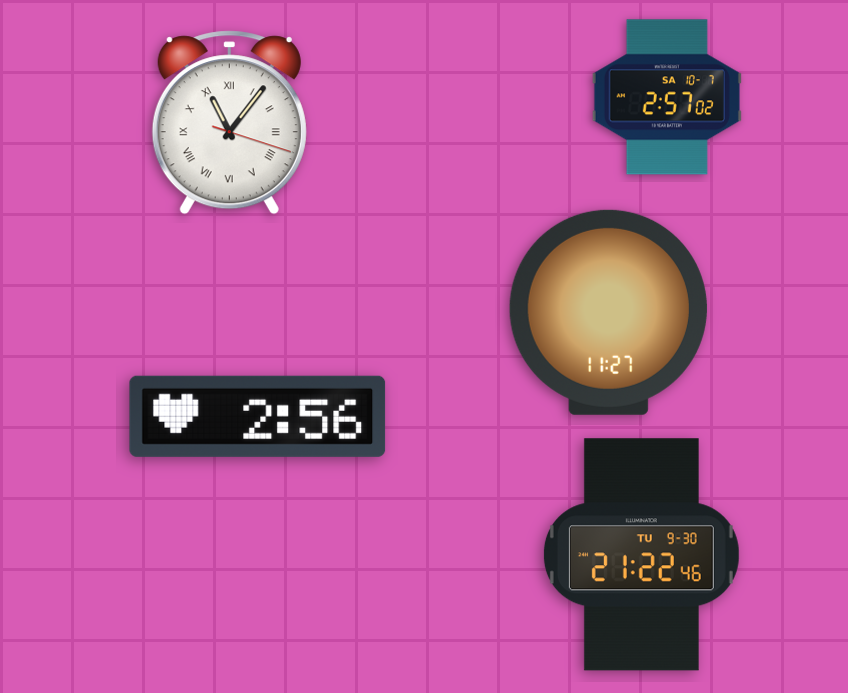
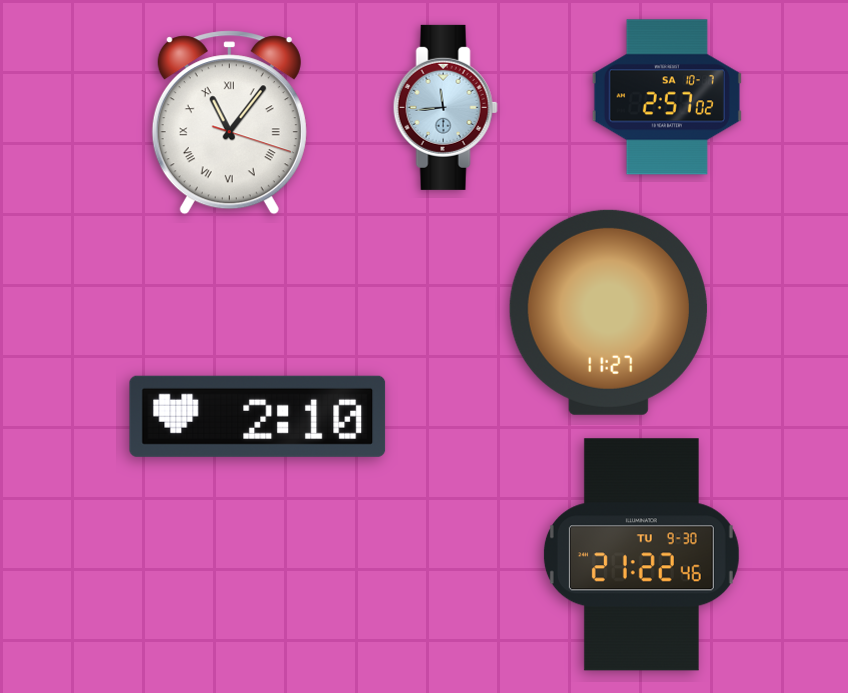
clock at (445, 107): none -> 11:44
clock at (258, 416): 2:56 -> 2:10
